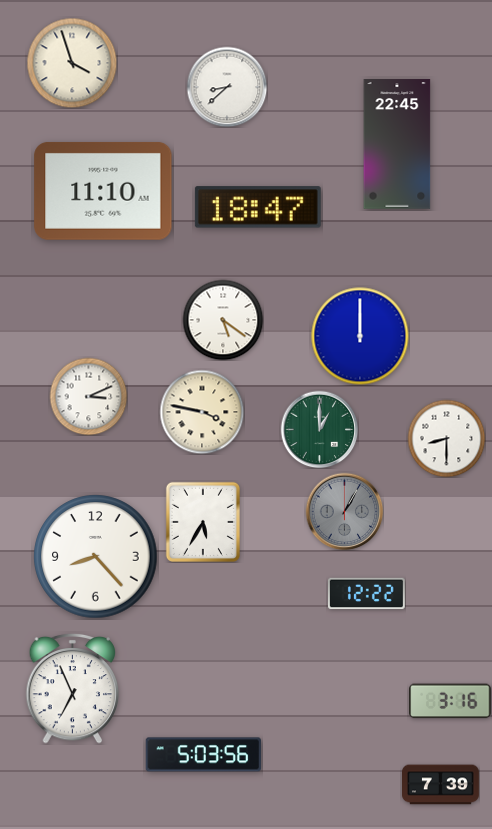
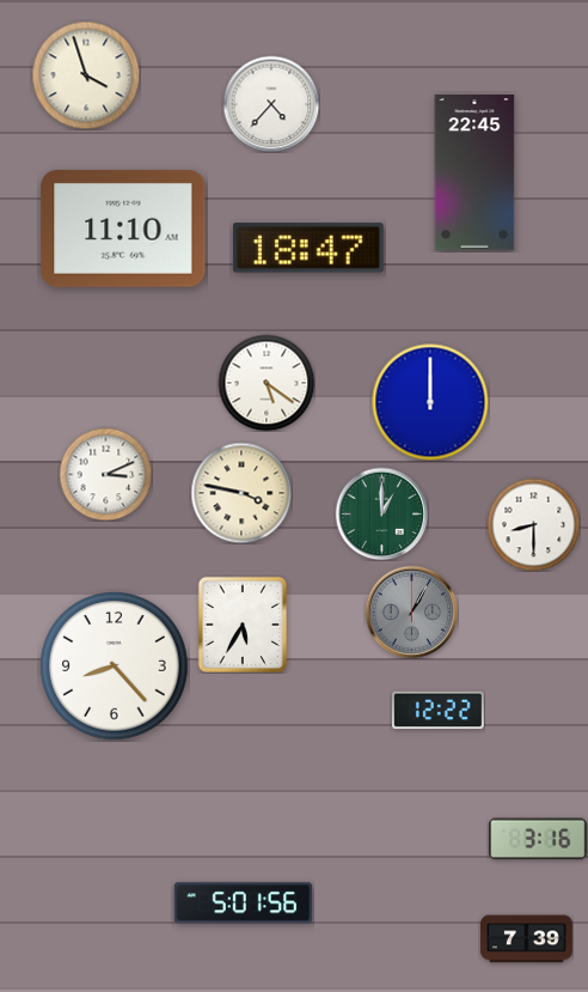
clock at (227, 87): 8:38 -> 4:37
clock at (73, 688): 6:56 -> none
clock at (204, 755): 5:03 -> 5:01
